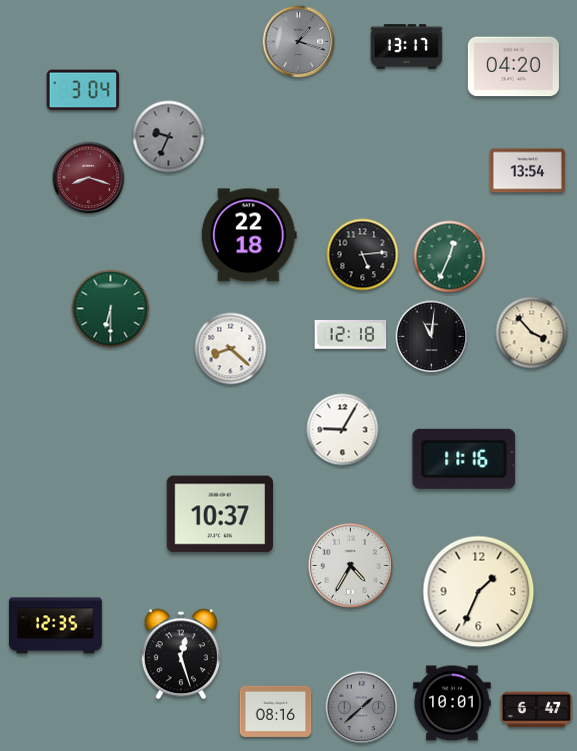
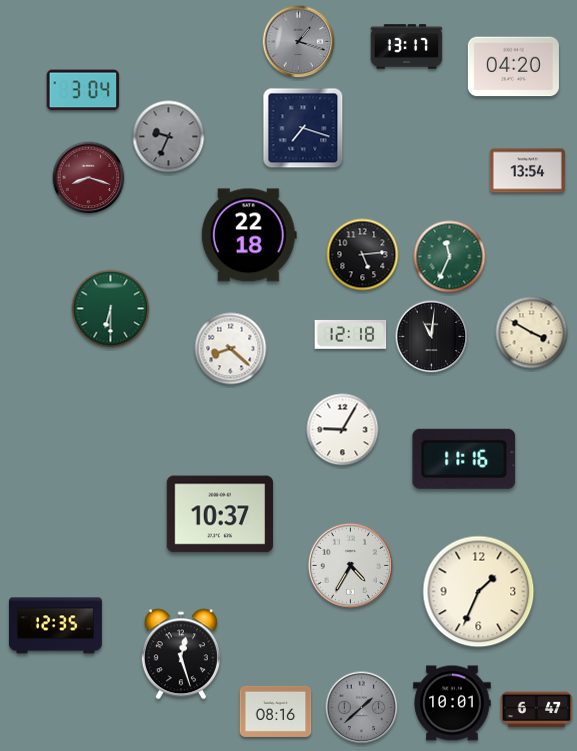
clock at (303, 128): none -> 7:18
clock at (450, 257): 12:34 -> 11:34
clock at (532, 333): 3:53 -> 3:50
